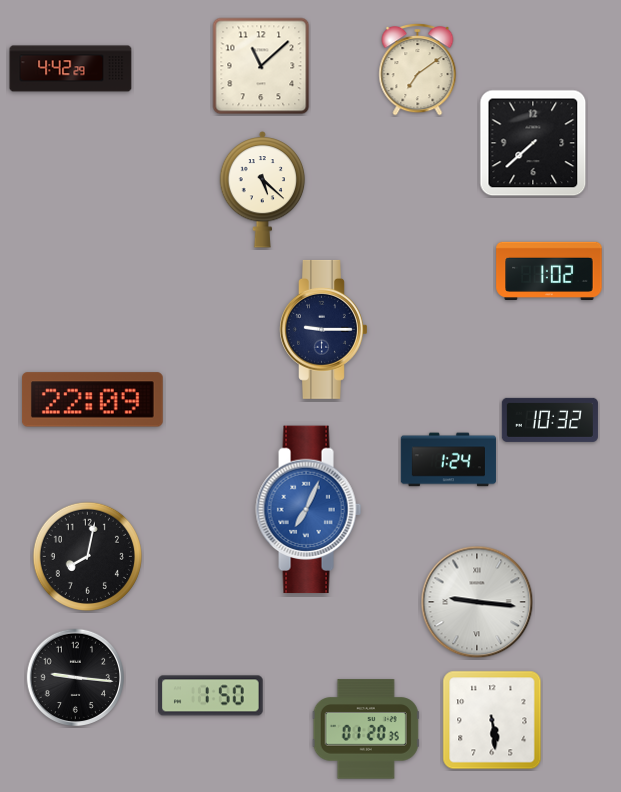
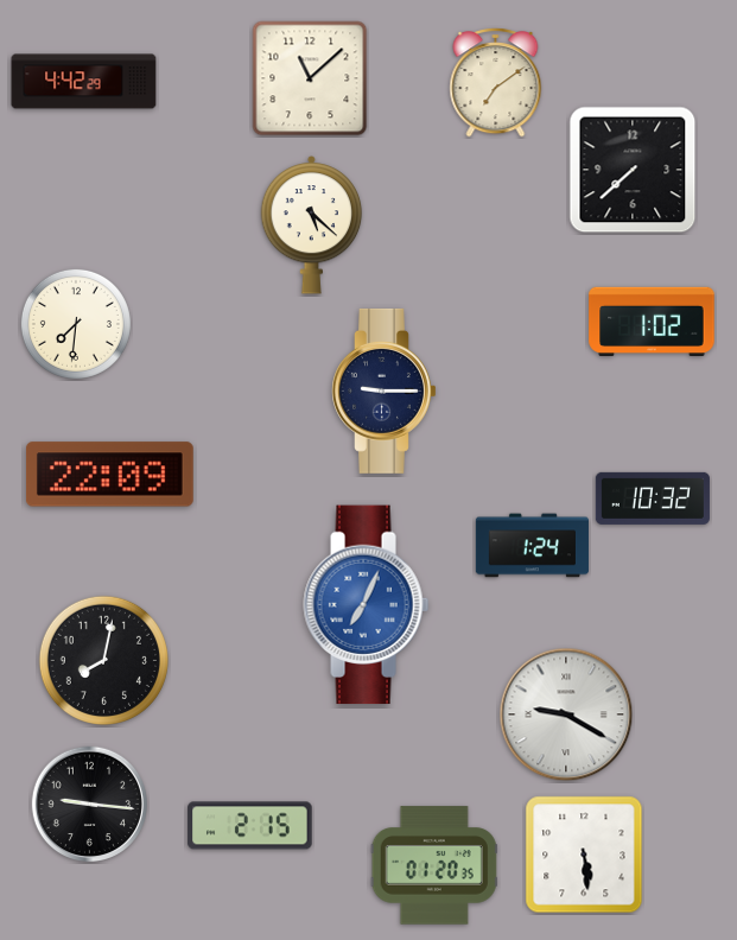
clock at (76, 324): none -> 7:31
clock at (477, 602): 9:16 -> 9:20
clock at (211, 696): 1:50 -> 2:15
